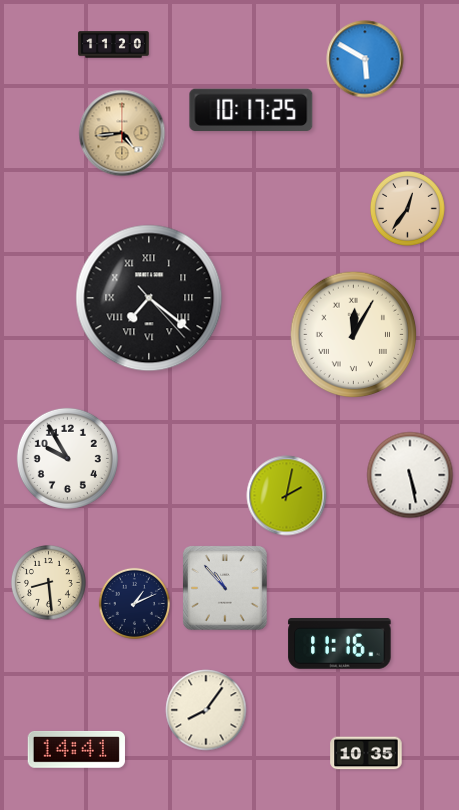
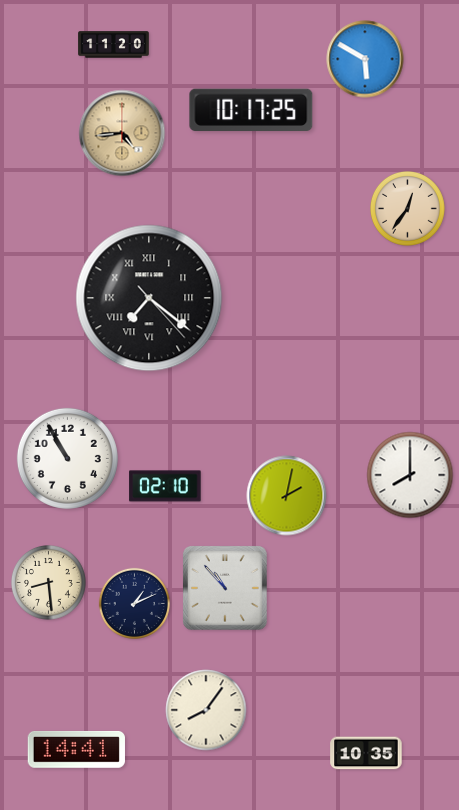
clock at (354, 335): 12:05 -> none
clock at (67, 458): 9:55 -> 10:55
clock at (410, 475): 5:28 -> 8:00
clock at (165, 486): none -> 02:10
clock at (340, 644): 11:16 -> none
